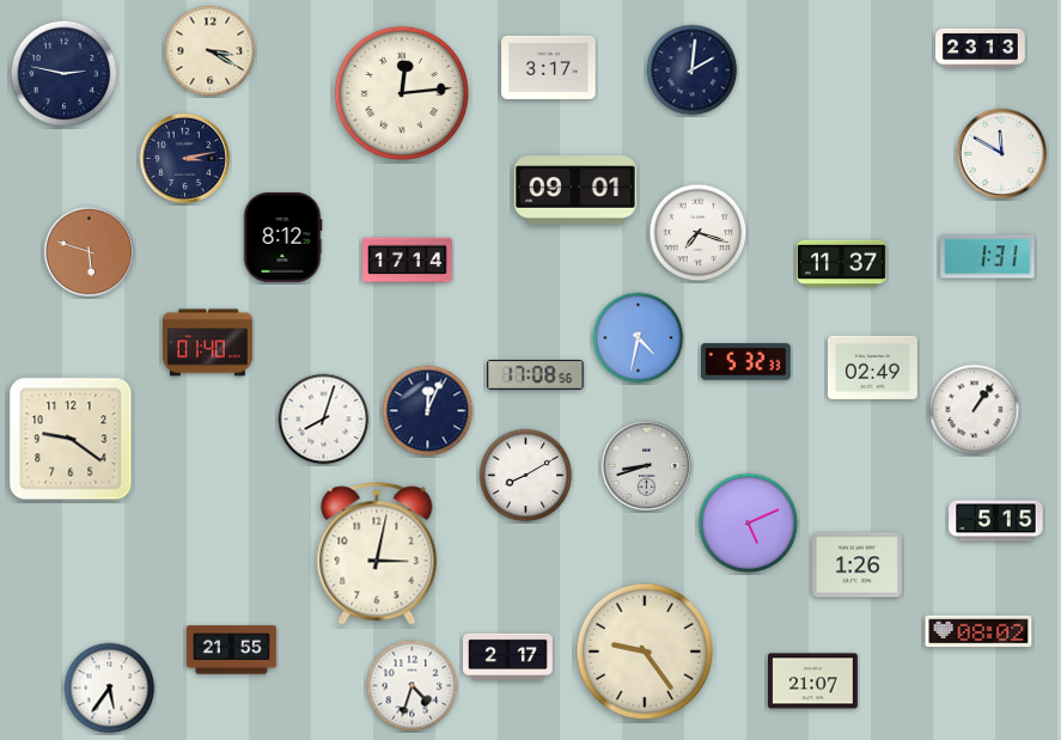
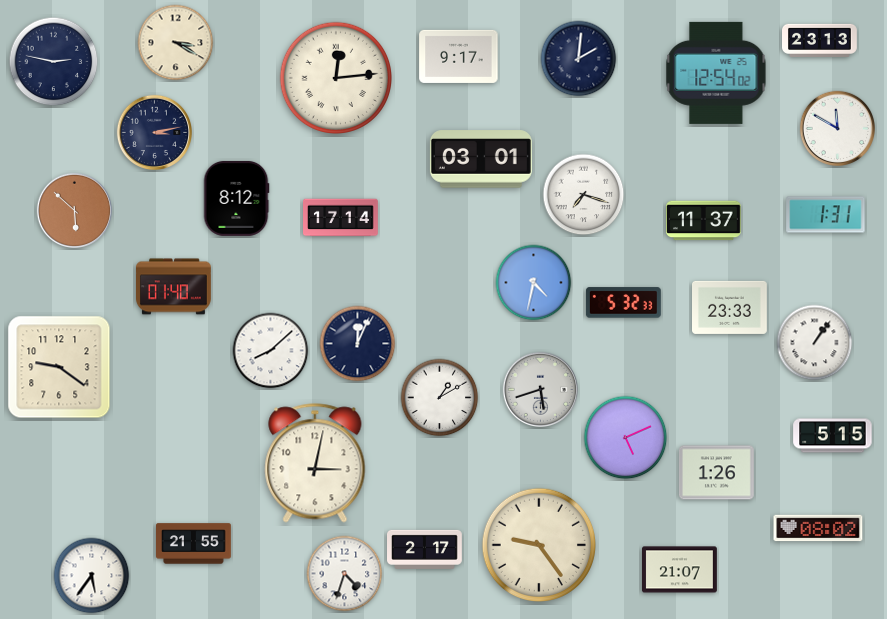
clock at (549, 67): 3:17 -> 9:17
clock at (716, 73): none -> 12:54
clock at (575, 190): 09:01 -> 03:01
clock at (89, 251): 5:48 -> 5:52
clock at (873, 367): 02:49 -> 23:33
clock at (536, 374): 17:08 -> none
clock at (324, 420): 8:03 -> 8:08
clock at (646, 465): 8:42 -> 5:42
clock at (526, 476): 8:10 -> 1:10
